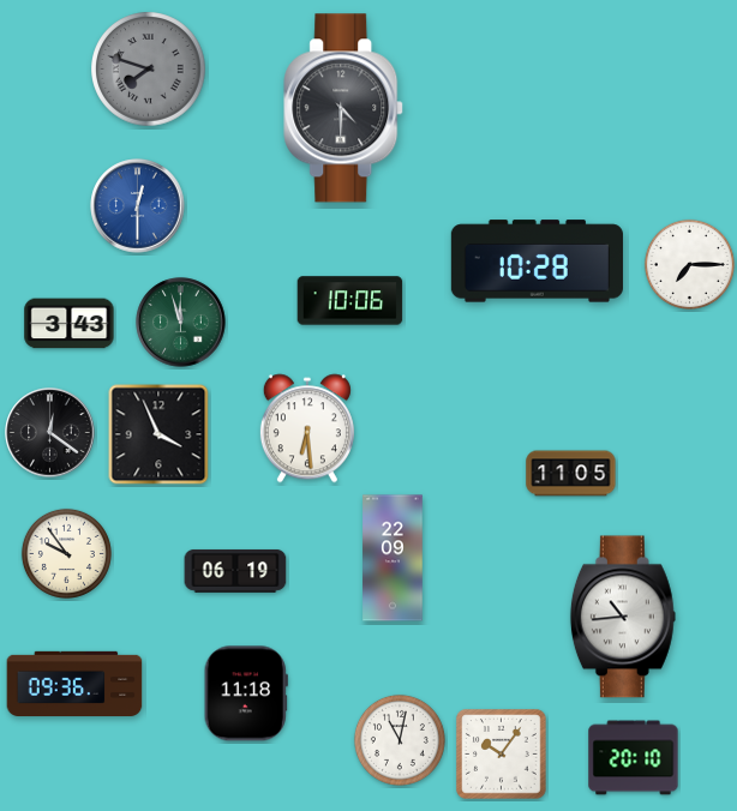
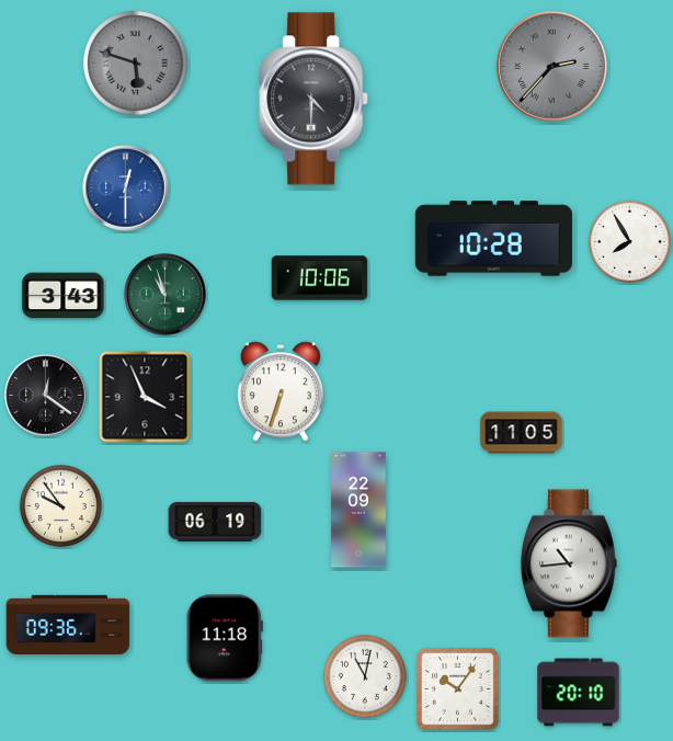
clock at (149, 70): 7:48 -> 5:48
clock at (551, 66): none -> 2:37
clock at (537, 262) position: (537, 262) -> (493, 239)
clock at (689, 264): 7:15 -> 7:55
clock at (350, 301) position: (350, 301) -> (320, 278)
clock at (181, 323): 11:57 -> 10:57
clock at (307, 428): 6:29 -> 6:33
clock at (246, 693) position: (246, 693) -> (225, 638)
